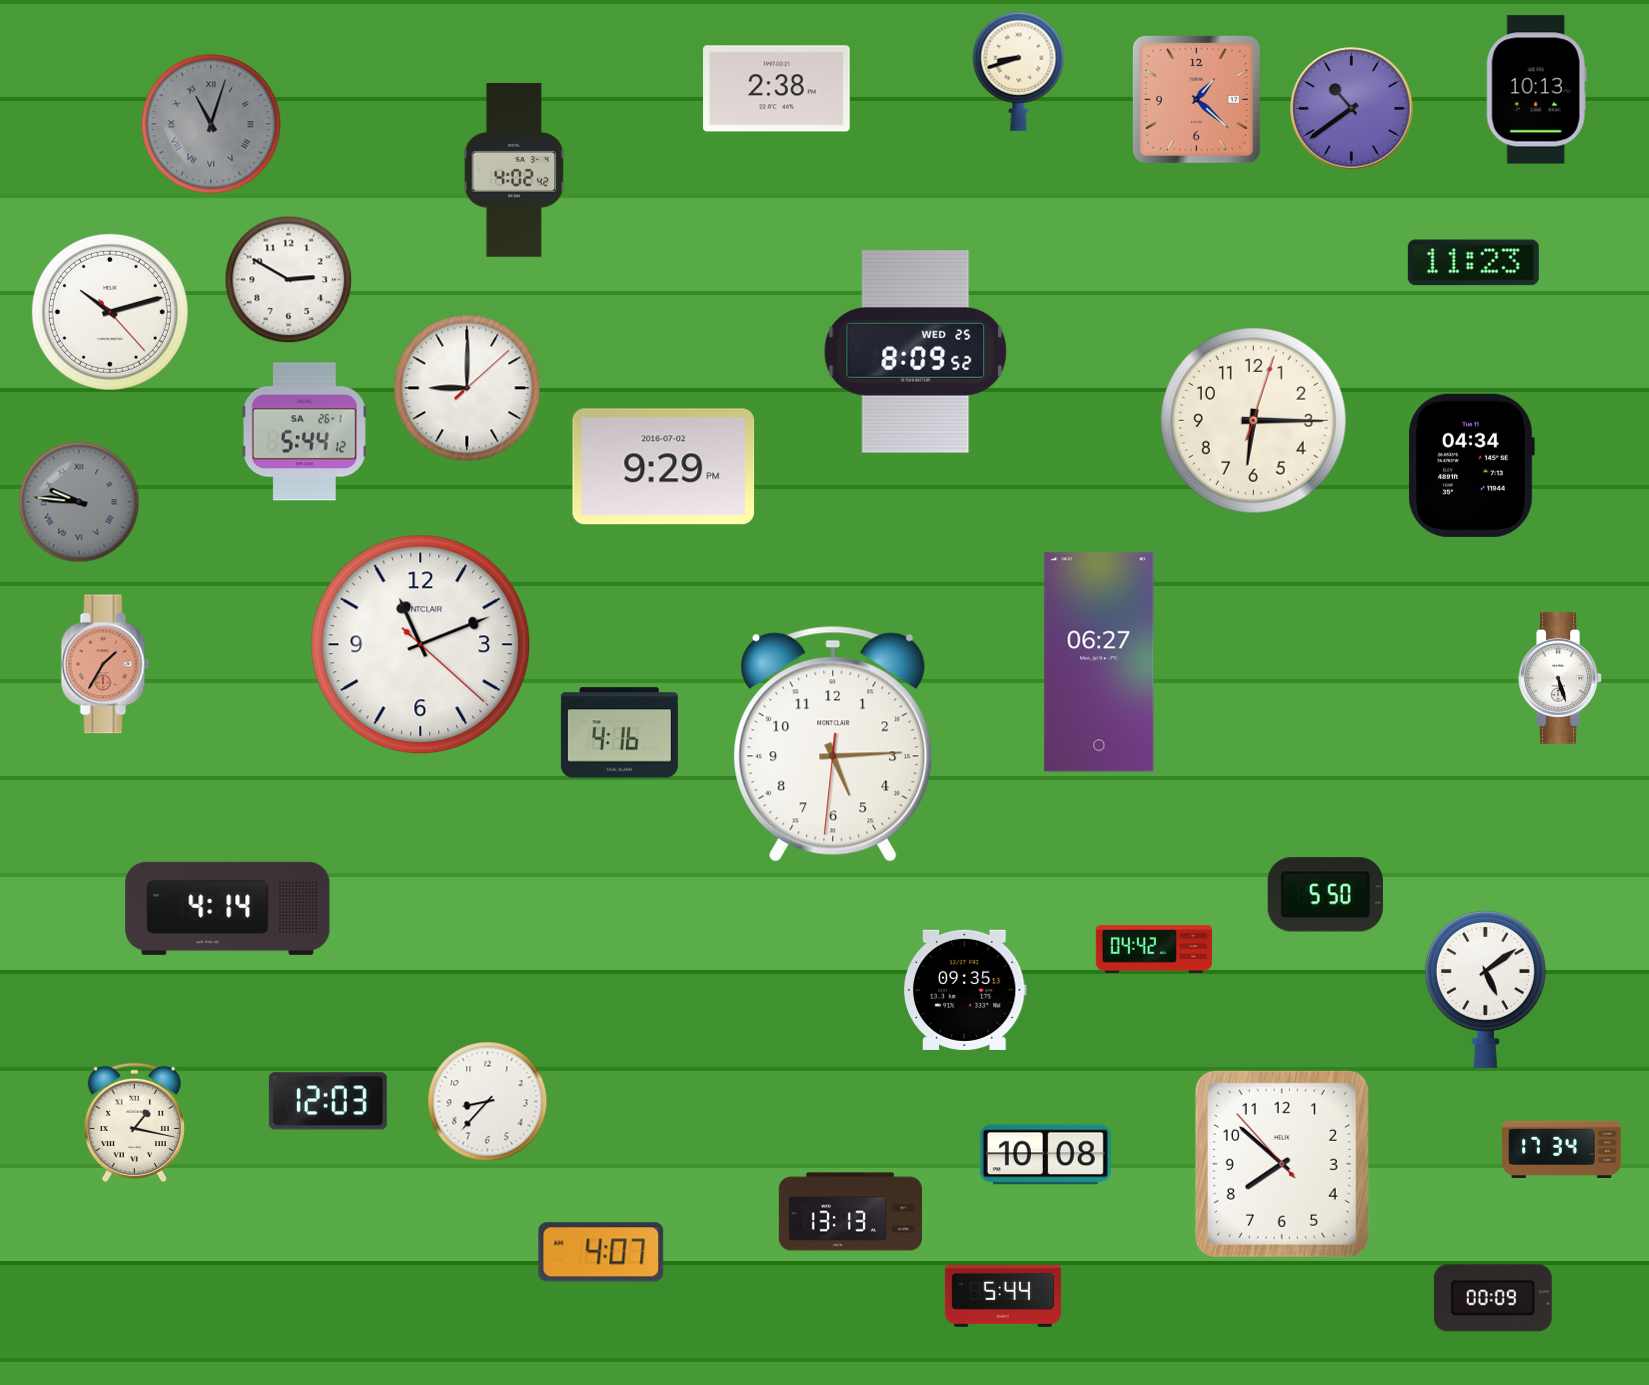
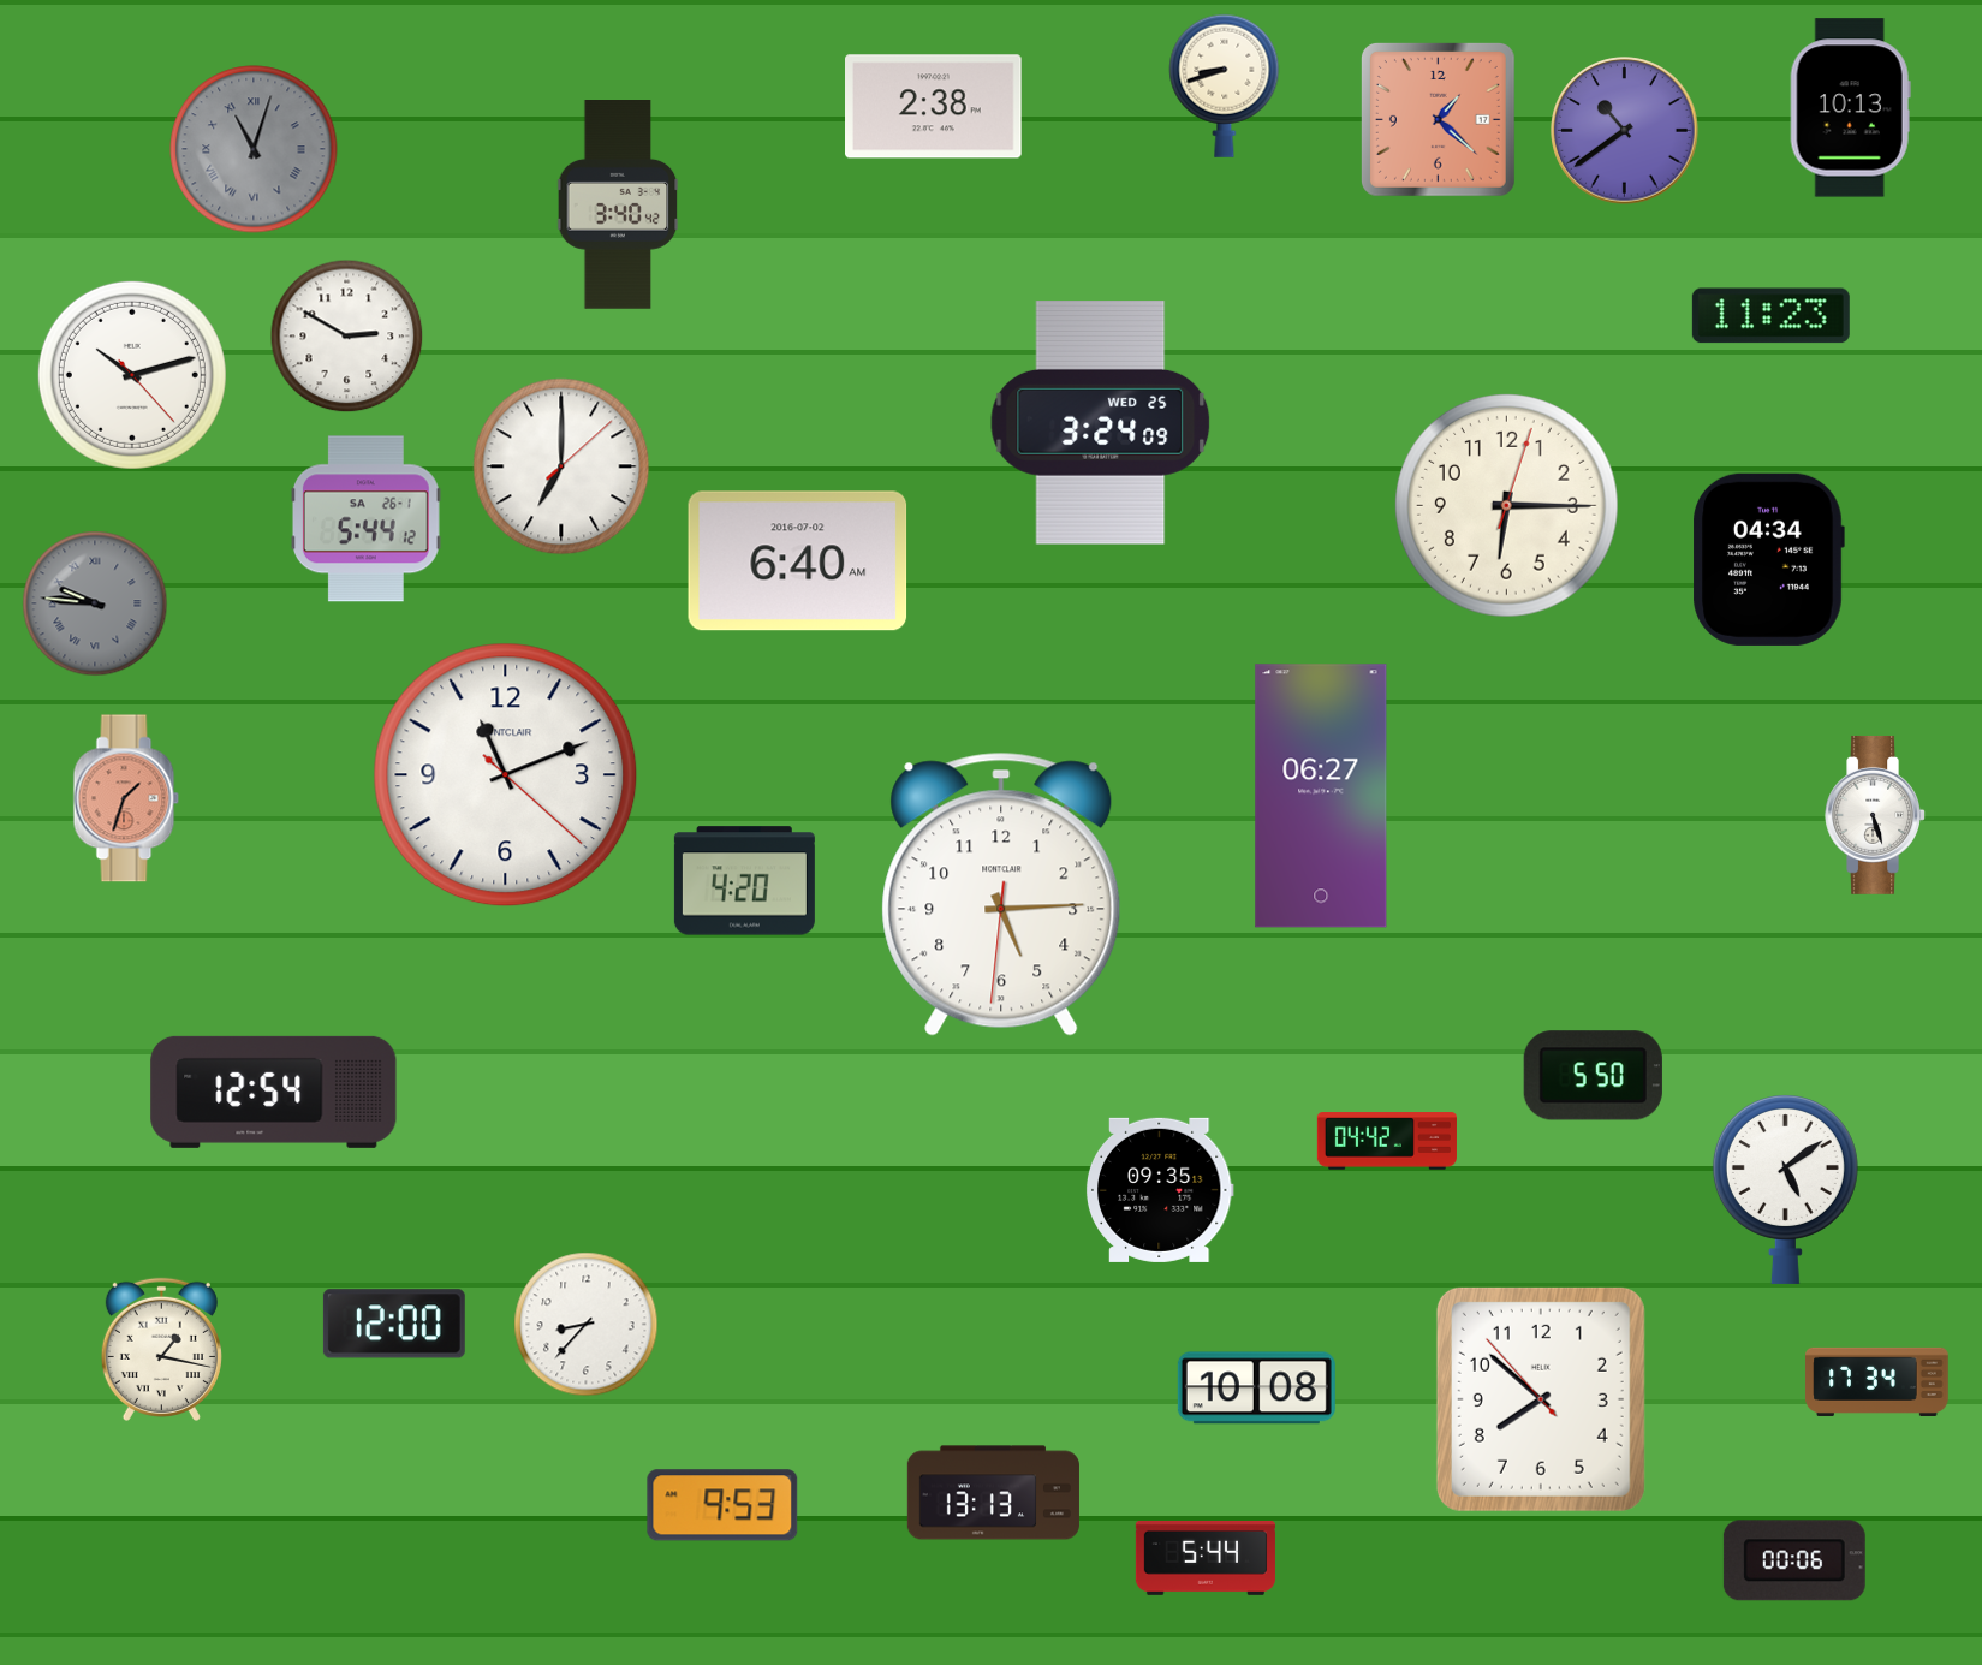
clock at (1536, 90) position: (1536, 90) -> (1850, 108)
clock at (514, 171): 4:02 -> 3:40
clock at (916, 352): 8:09 -> 3:24
clock at (467, 388): 9:00 -> 7:00
clock at (664, 467): 9:29 -> 6:40
clock at (105, 664): 1:35 -> 1:33
clock at (619, 733): 4:16 -> 4:20
clock at (228, 908): 4:14 -> 12:54
clock at (328, 1101): 12:03 -> 12:00
clock at (850, 1212) position: (850, 1212) -> (993, 1493)
clock at (601, 1252): 4:07 -> 9:53
clock at (1493, 1298): 00:09 -> 00:06
